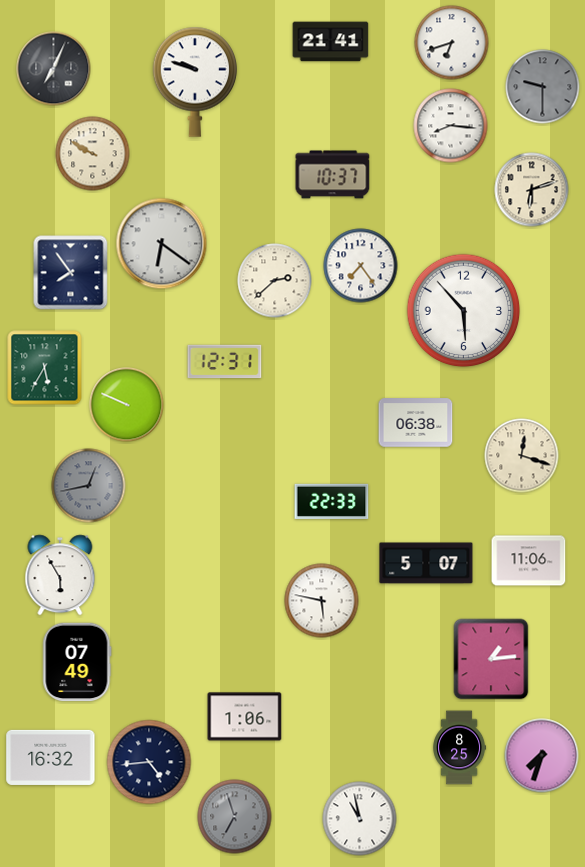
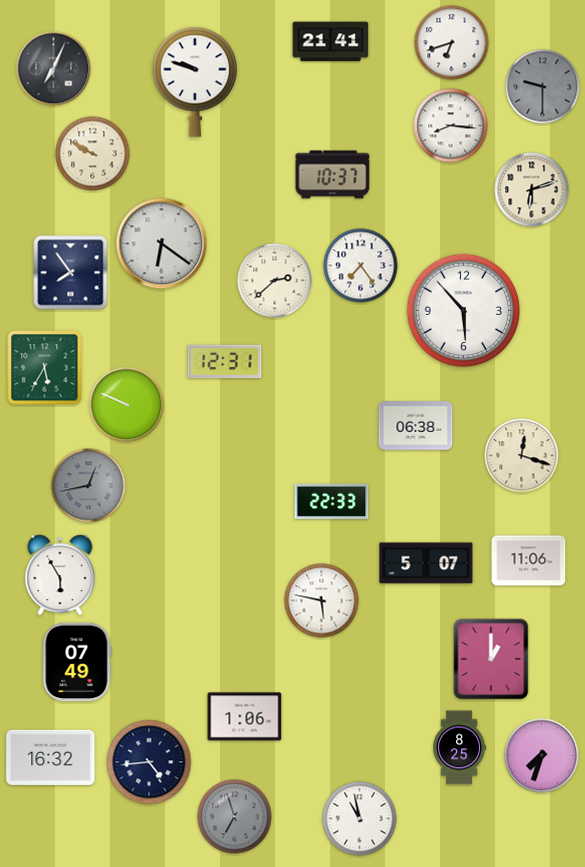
clock at (416, 423) position: (416, 423) -> (416, 426)
clock at (491, 659): 1:14 -> 1:00
